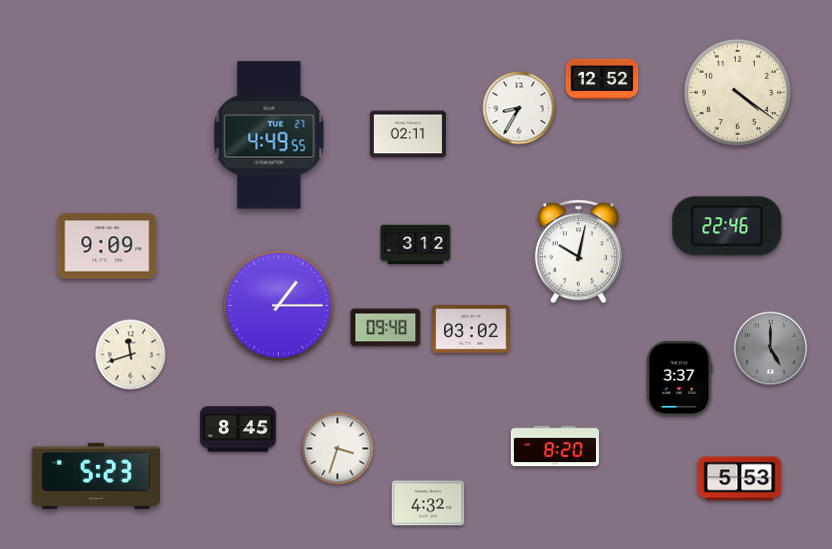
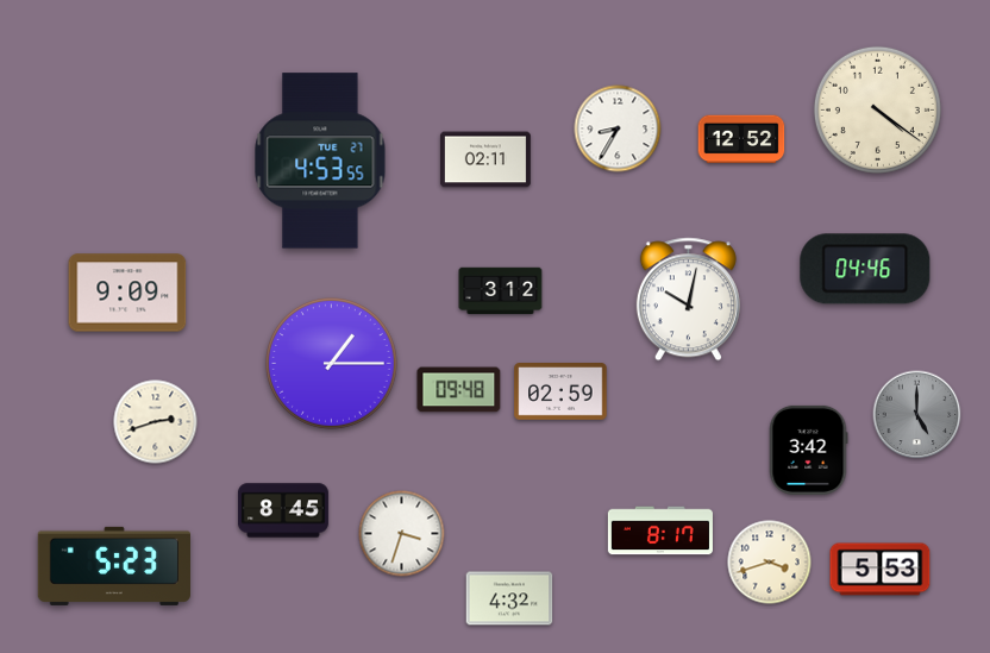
clock at (602, 79) position: (602, 79) -> (741, 139)
clock at (269, 135): 4:49 -> 4:53
clock at (727, 226): 22:46 -> 04:46
clock at (416, 245) position: (416, 245) -> (501, 291)
clock at (471, 329): 03:02 -> 02:59
clock at (131, 355): 11:42 -> 2:42
clock at (679, 378): 3:37 -> 3:42
clock at (555, 446): 8:20 -> 8:17
clock at (770, 563): none -> 3:42
